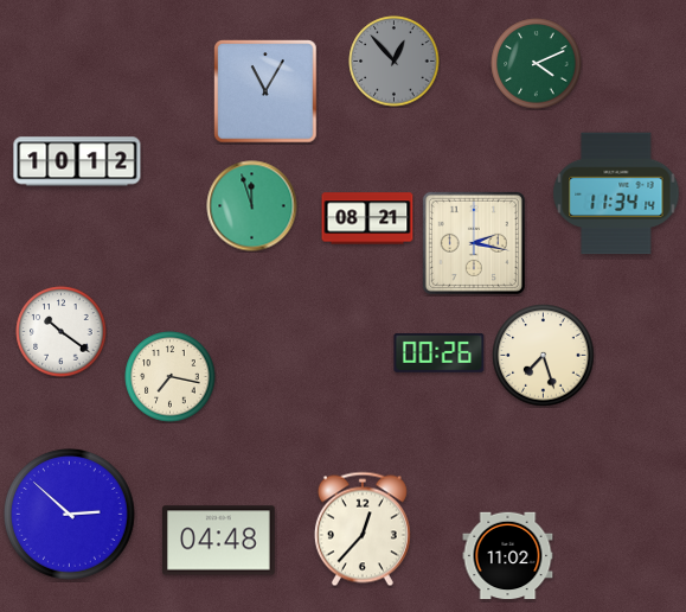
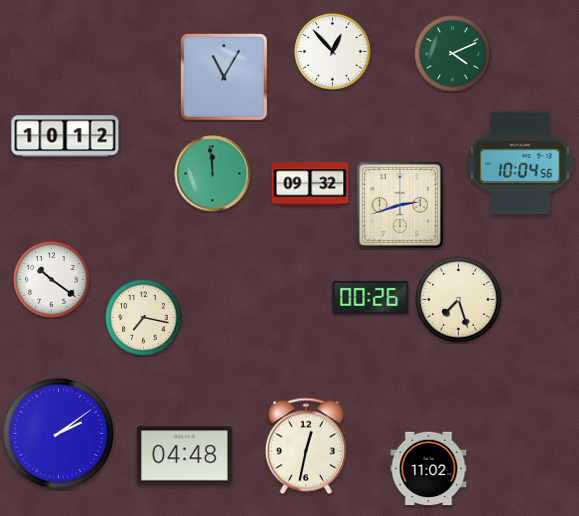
clock at (395, 62) dial: grey -> white
clock at (616, 193): 11:34 -> 10:04
clock at (252, 206): 11:57 -> 11:59
clock at (367, 218): 08:21 -> 09:32
clock at (474, 243): 2:17 -> 2:42
clock at (70, 515): 2:52 -> 2:09
clock at (363, 529): 12:37 -> 12:32
